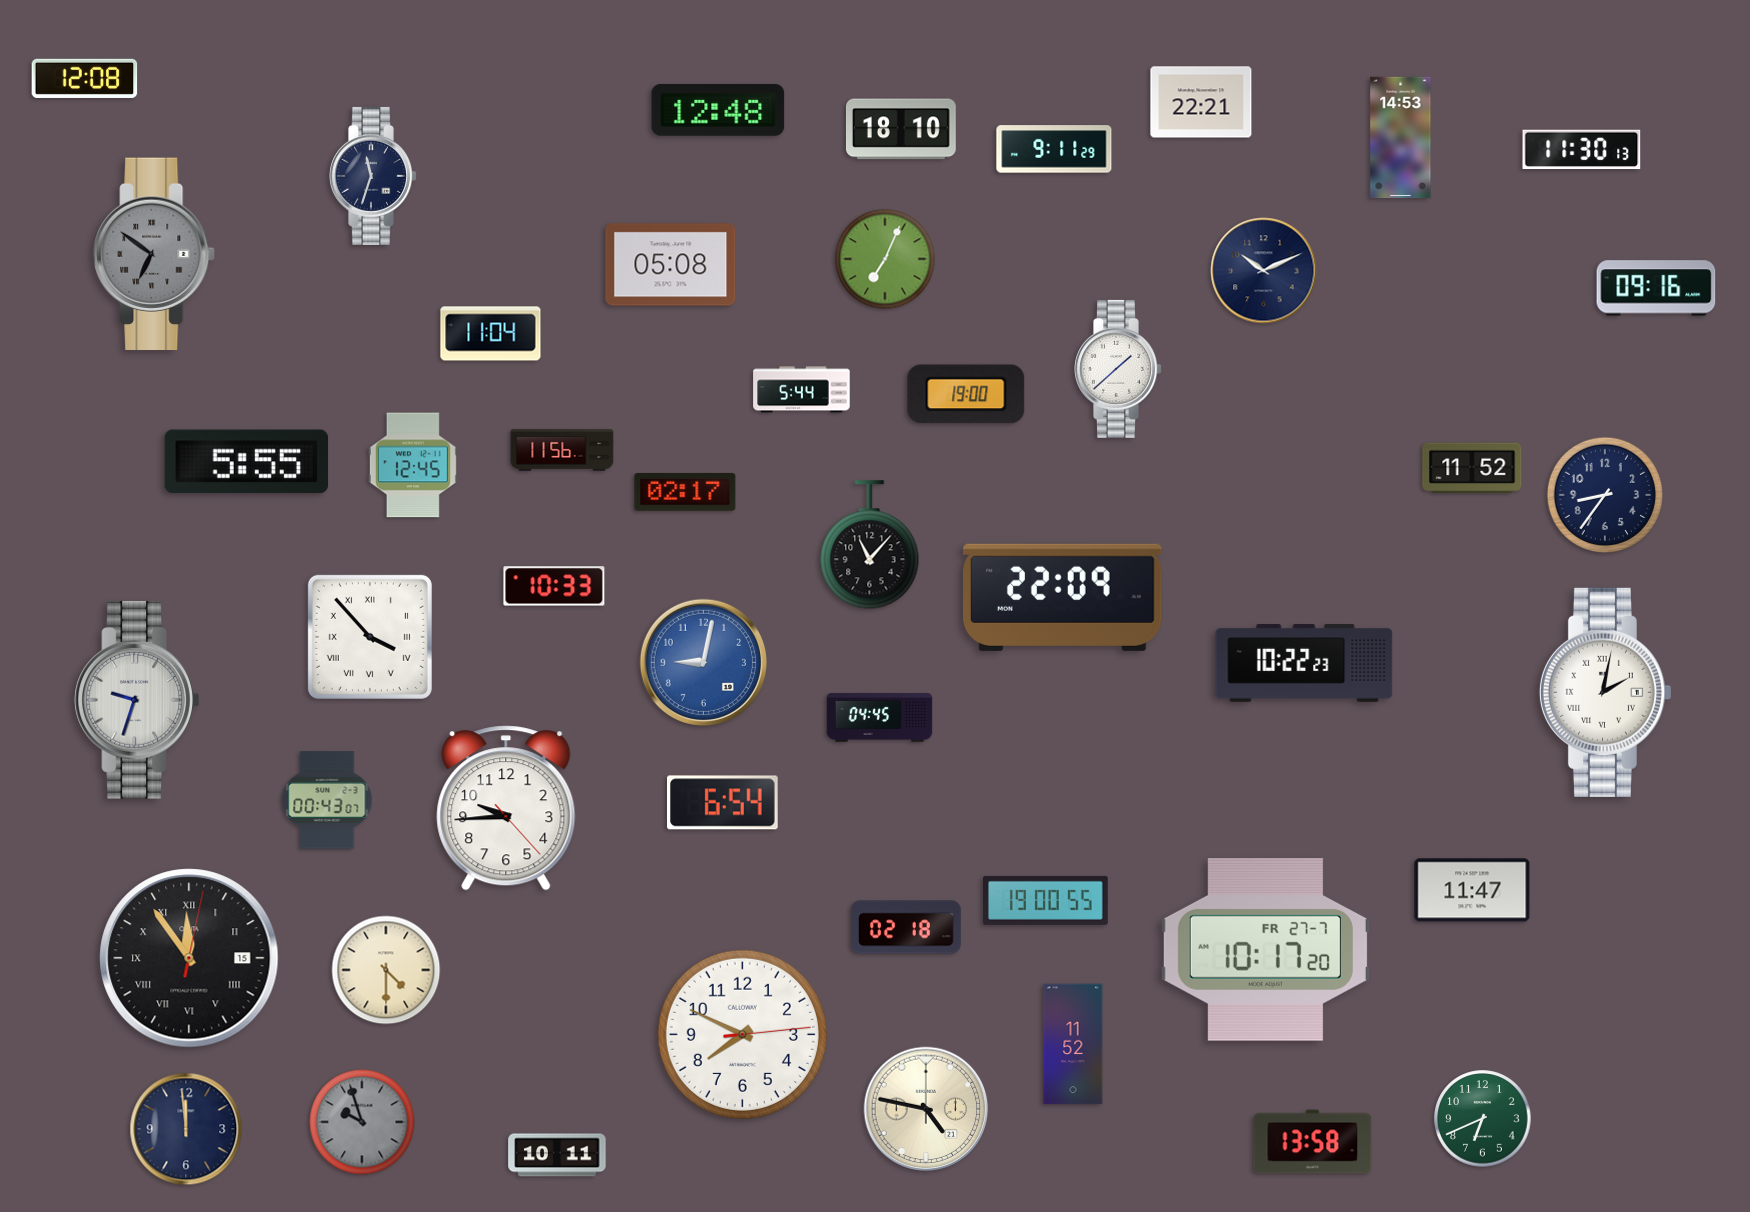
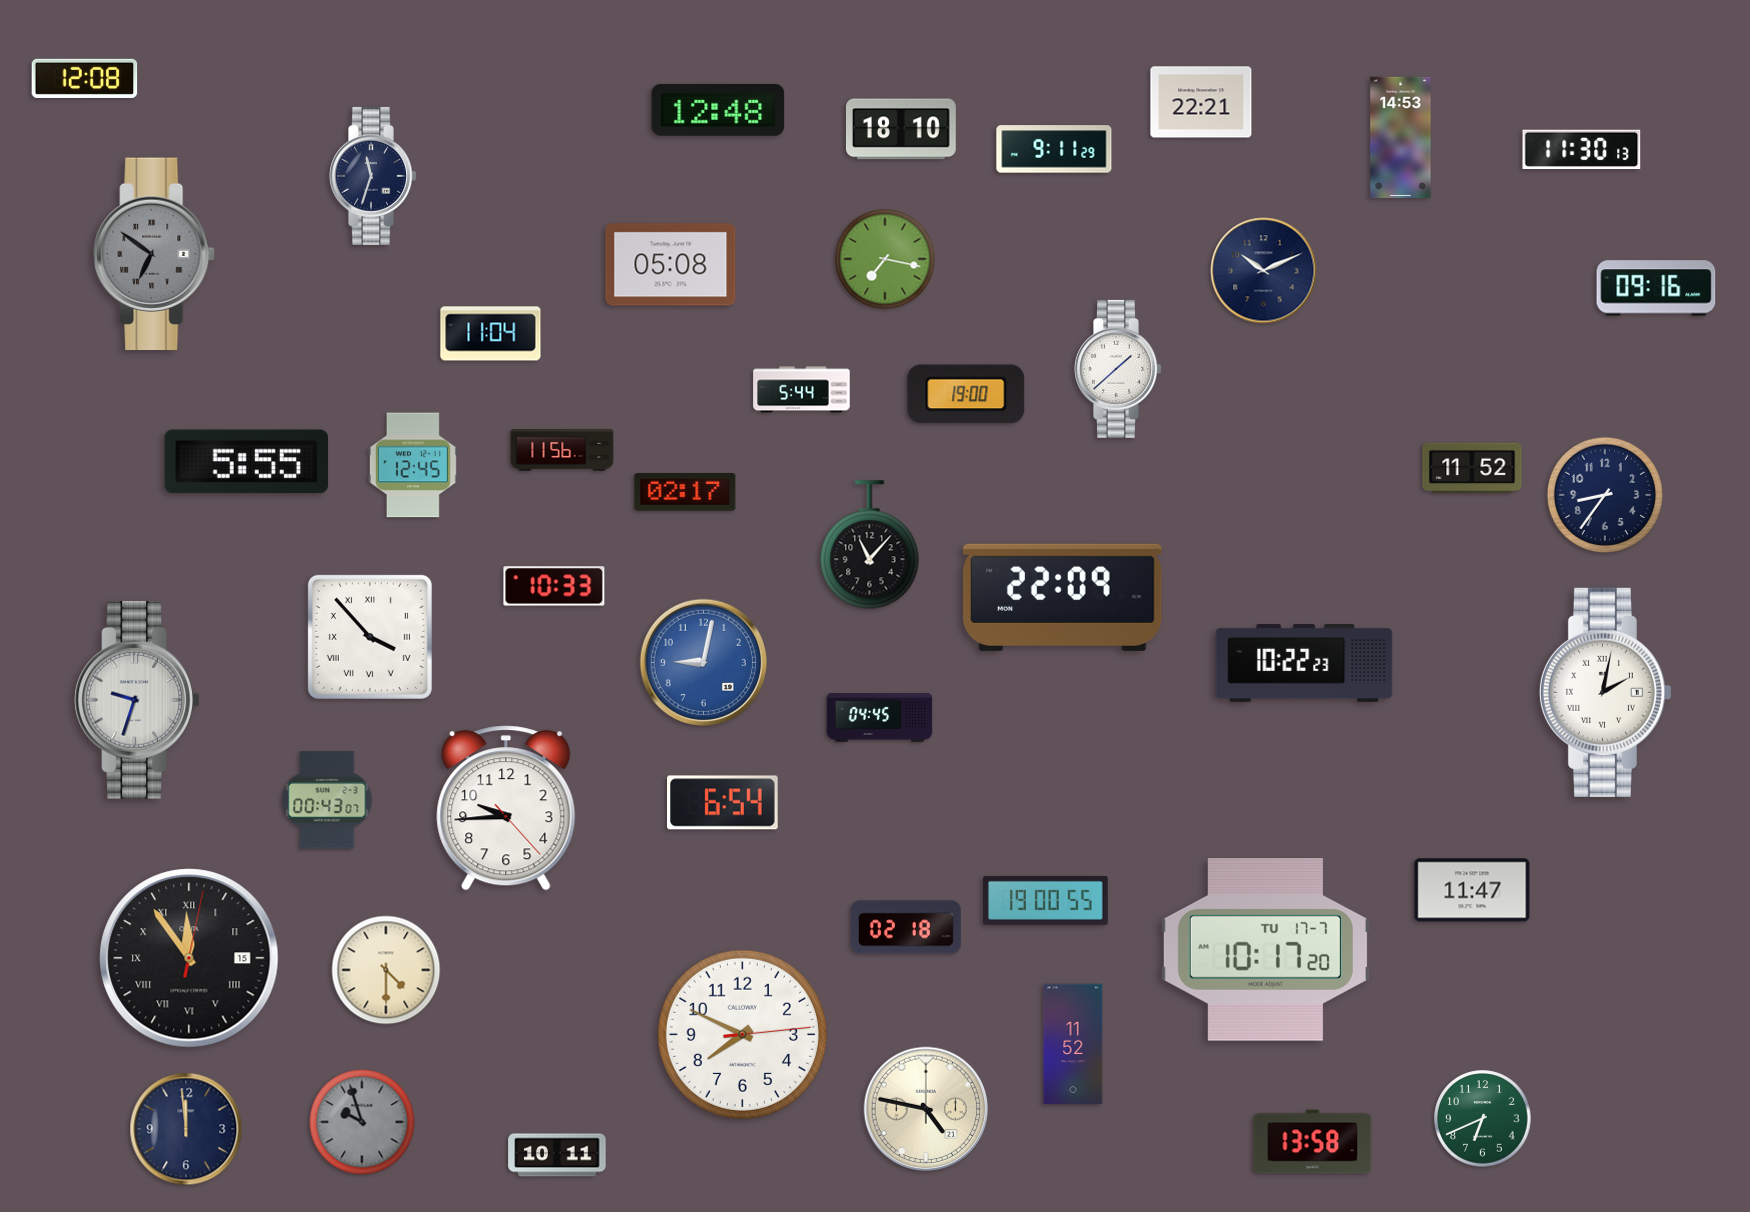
clock at (885, 259): 7:04 -> 7:17
clock at (1265, 950) date: FR 27-7 -> TU 17-7
